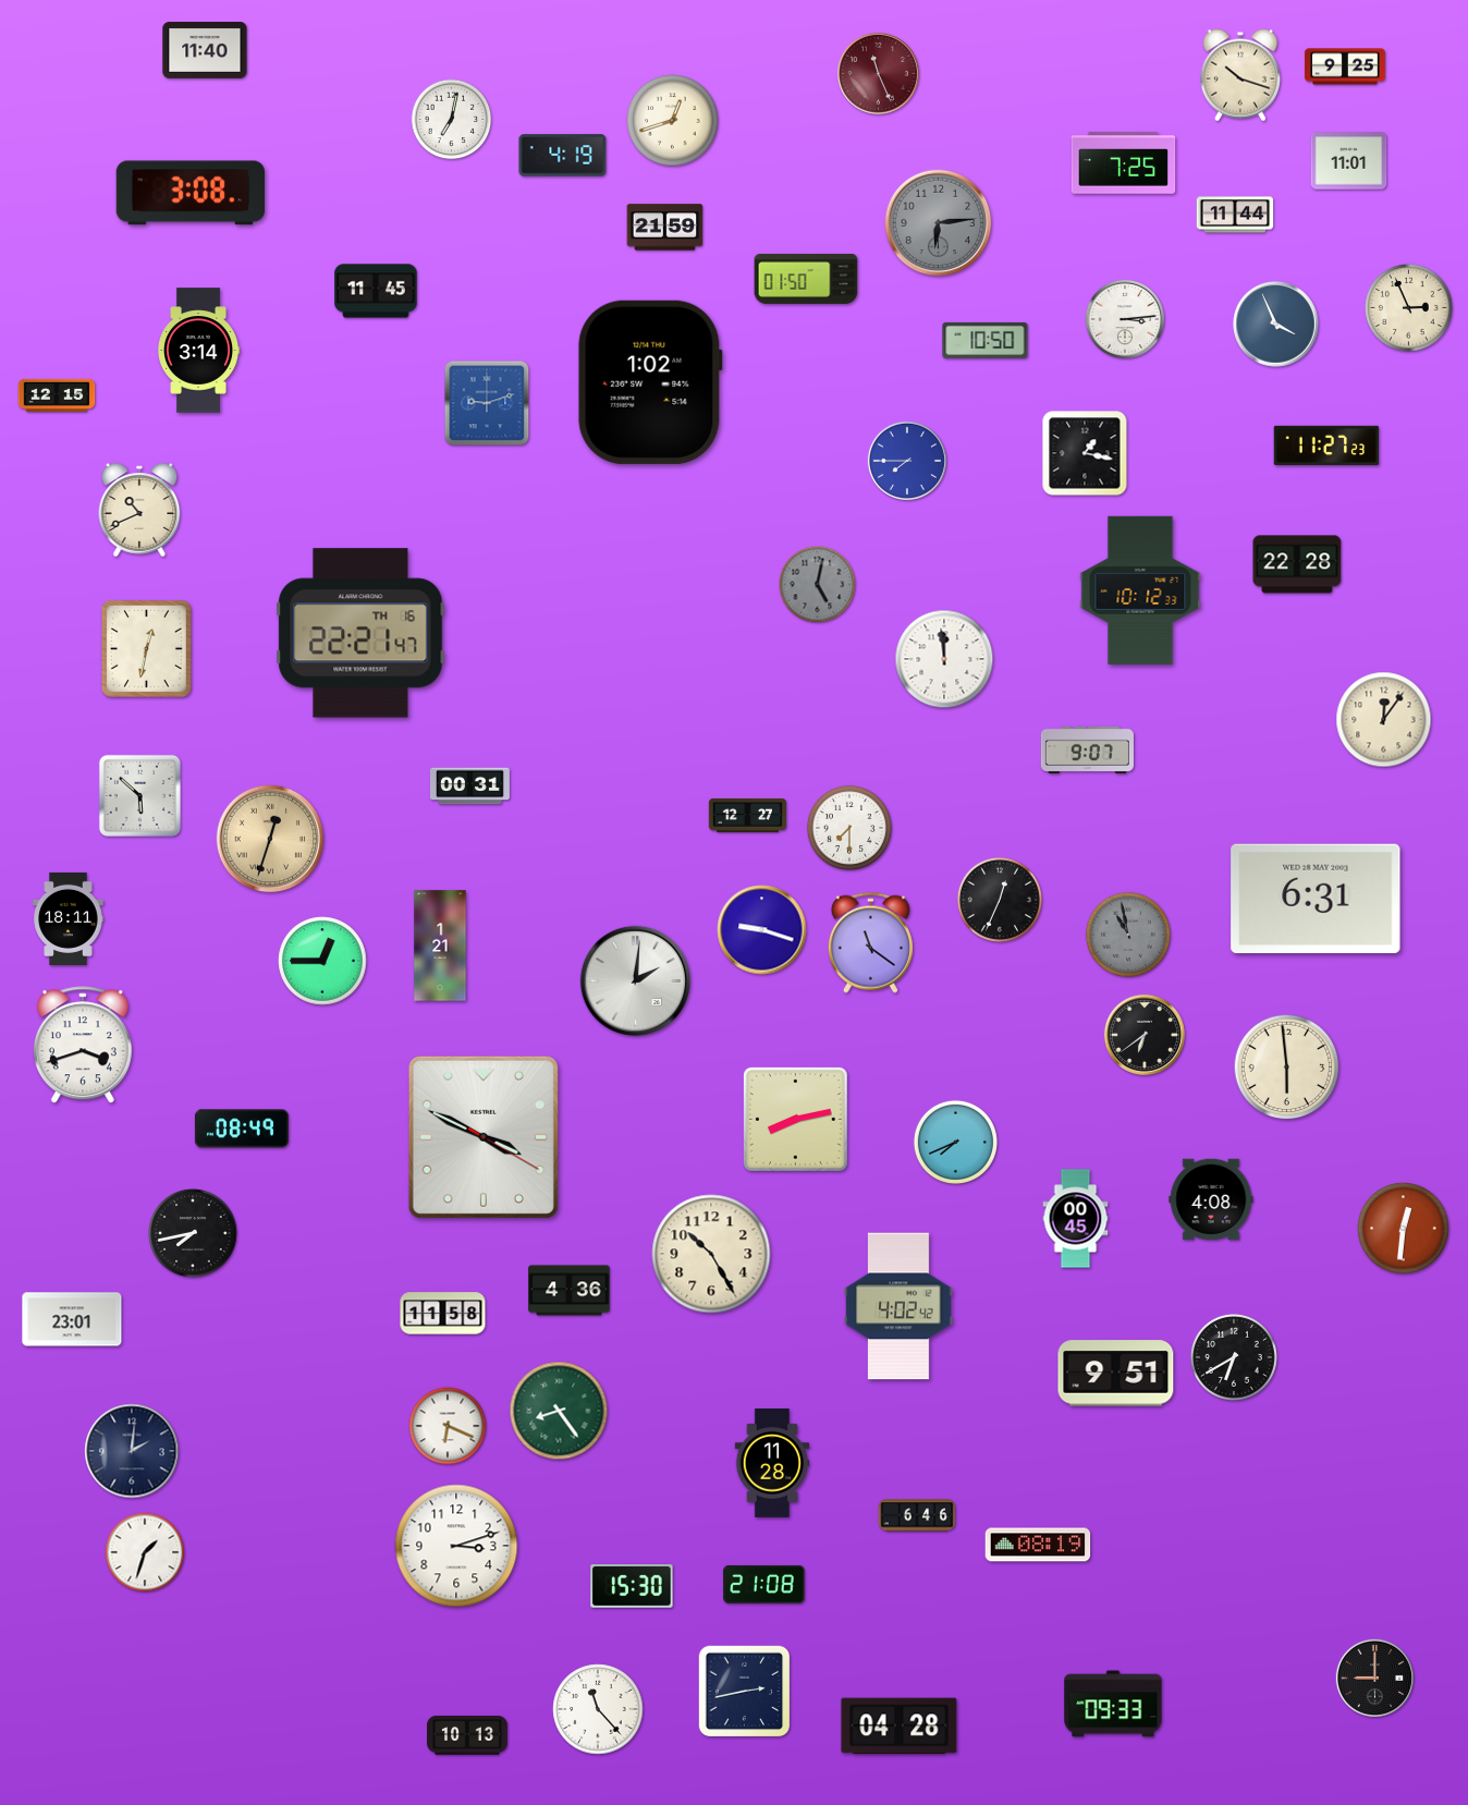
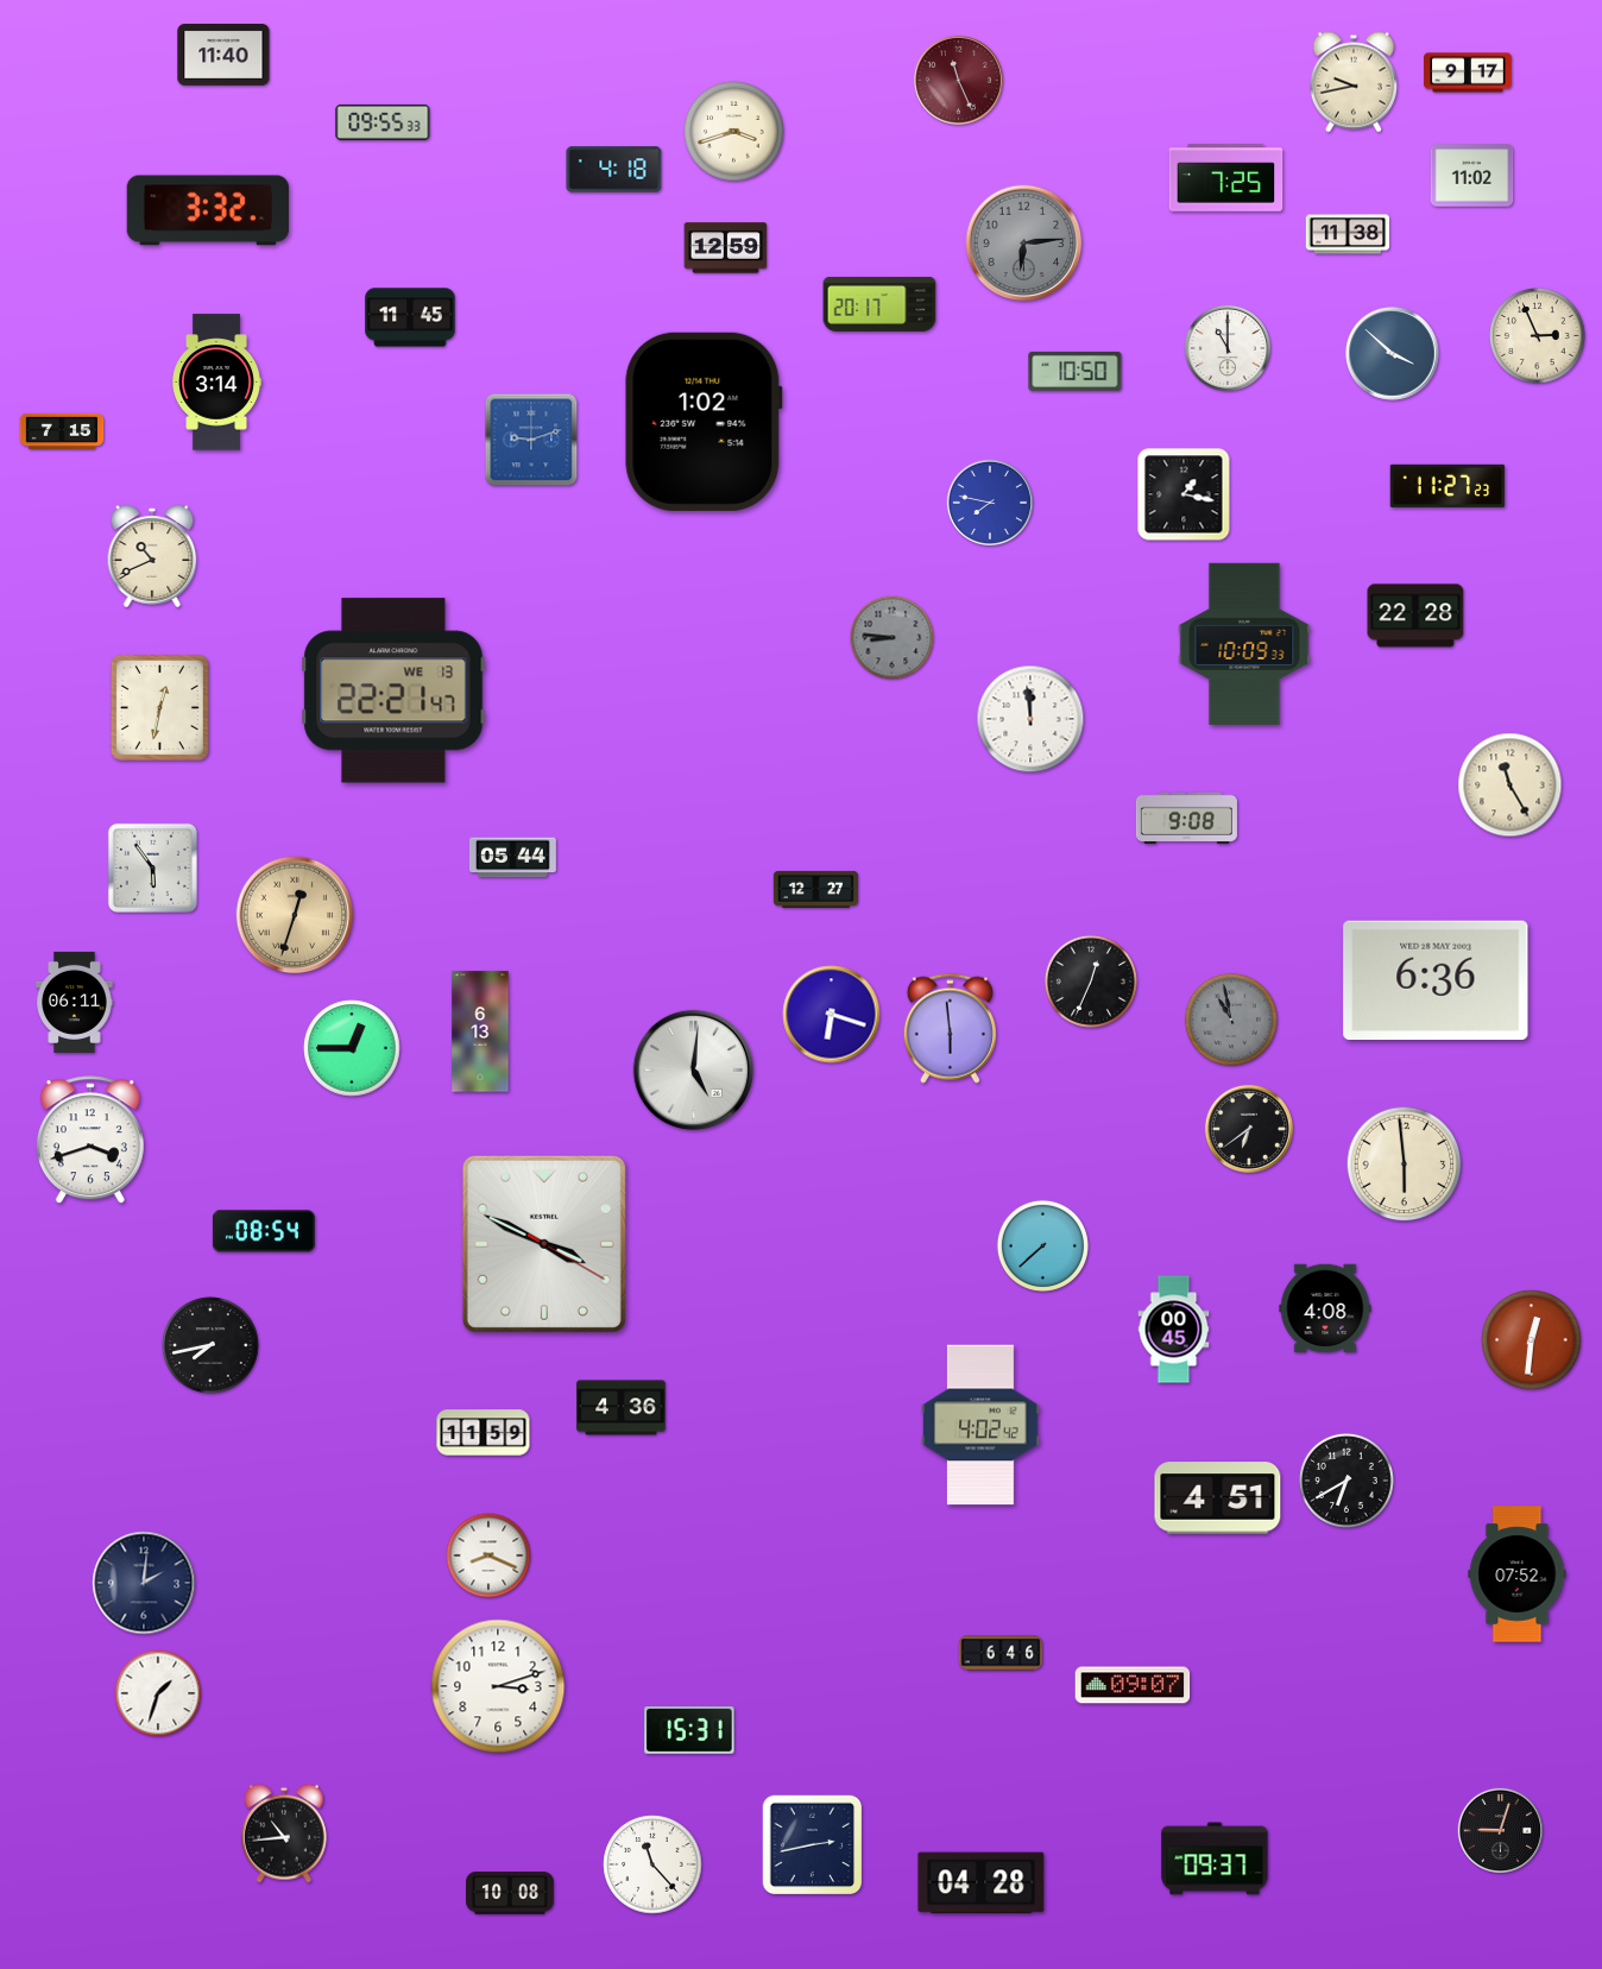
clock at (1345, 66): 9:25 -> 9:17
clock at (1240, 75): 10:18 -> 9:43
clock at (383, 122): none -> 09:55
clock at (452, 120): 7:02 -> none
clock at (673, 121): 12:42 -> 3:42
clock at (563, 156): 4:19 -> 4:18
clock at (1349, 161): 11:01 -> 11:02
clock at (191, 193): 3:08 -> 3:32
clock at (1235, 215): 11:44 -> 11:38
clock at (665, 228): 21:59 -> 12:59
clock at (806, 279): 01:50 -> 20:17
clock at (1124, 318): 3:14 -> 11:00
clock at (1276, 325): 3:56 -> 3:52
clock at (650, 382) position: (650, 382) -> (704, 422)
clock at (57, 394): 12:15 -> 7:15
clock at (906, 460): 7:45 -> 7:47
clock at (818, 585): 5:02 -> 8:46
clock at (1140, 590): 10:12 -> 10:09
clock at (360, 633) date: TH 16 -> WE 13
clock at (1384, 720): 12:06 -> 11:25
clock at (1087, 749): 9:07 -> 9:08
clock at (469, 786): 00:31 -> 05:44
clock at (139, 795): 5:52 -> 5:54
clock at (849, 828): 7:30 -> none
clock at (1316, 898): 6:31 -> 6:36
clock at (69, 918): 18:11 -> 06:11
clock at (762, 930): 9:18 -> 6:18
clock at (870, 942): 11:21 -> 5:59
clock at (440, 946): 1:21 -> 6:13
clock at (635, 980): 2:01 -> 5:01
clock at (796, 1120): 8:13 -> none
clock at (242, 1129): 08:49 -> 08:54
clock at (484, 1137) position: (484, 1137) -> (544, 1244)
clock at (955, 1142): 7:41 -> 7:38
clock at (1211, 1199) position: (1211, 1199) -> (1325, 1308)
clock at (711, 1254): 10:25 -> none
clock at (443, 1314): 11:58 -> 11:59
clock at (72, 1319): 23:01 -> none
clock at (1116, 1374): 9:51 -> 4:51
clock at (559, 1411): 8:24 -> none
clock at (448, 1426): 6:19 -> 8:19
clock at (1518, 1574): none -> 07:52
clock at (772, 1464): 11:28 -> none
clock at (1038, 1545): 08:19 -> 09:07
clock at (764, 1584): 21:08 -> none
clock at (632, 1587): 15:30 -> 15:31
clock at (1375, 1679): 9:00 -> 9:03
clock at (284, 1834): none -> 10:44
clock at (1113, 1704): 09:33 -> 09:37
clock at (467, 1735): 10:13 -> 10:08
